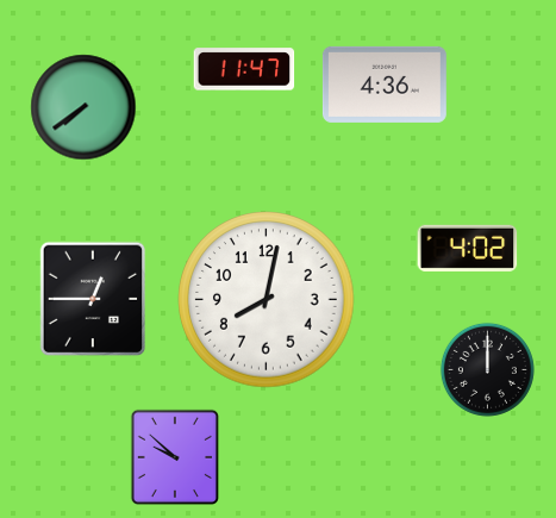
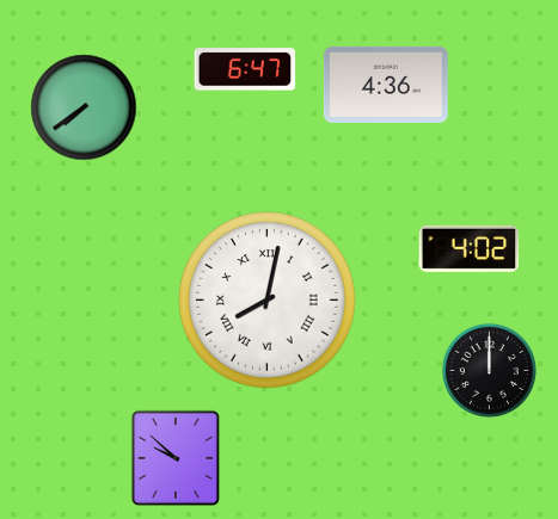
clock at (244, 69): 11:47 -> 6:47
clock at (93, 299): 12:45 -> none
clock at (267, 300) numerals: Arabic -> Roman
